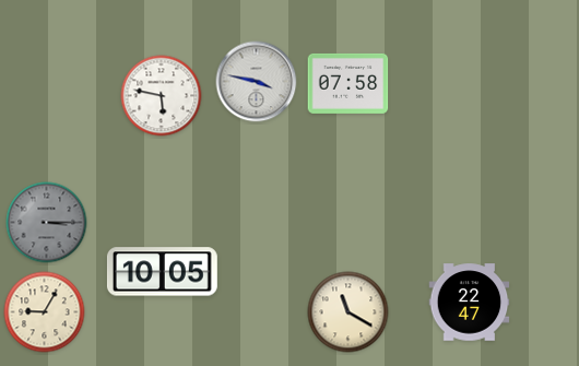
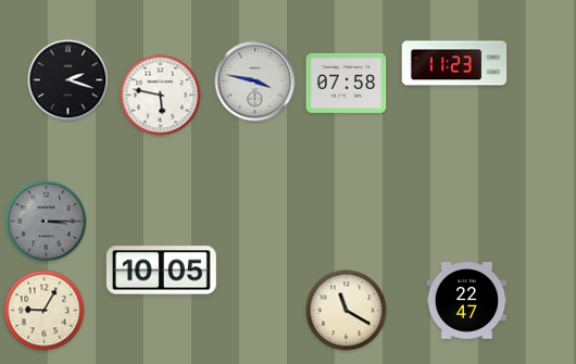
clock at (454, 63): none -> 11:23
clock at (68, 80): none -> 2:18
